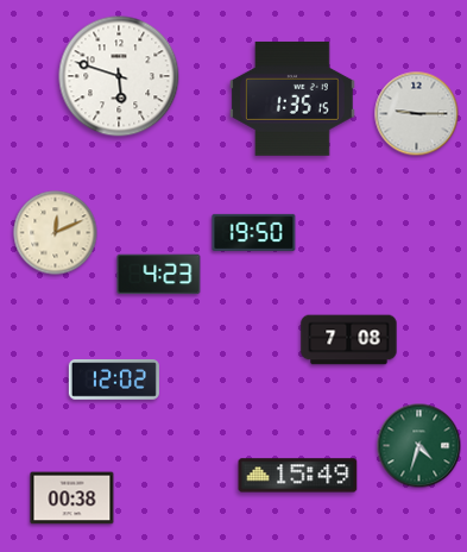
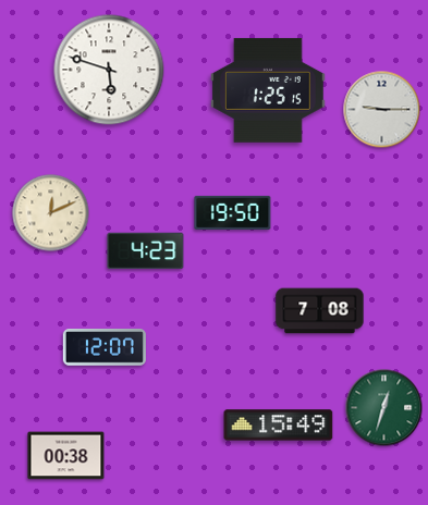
clock at (292, 99): 1:35 -> 1:25
clock at (417, 114) position: (417, 114) -> (382, 110)
clock at (114, 379): 12:02 -> 12:07
clock at (419, 446): 4:33 -> 12:33
clock at (298, 476) position: (298, 476) -> (279, 426)
